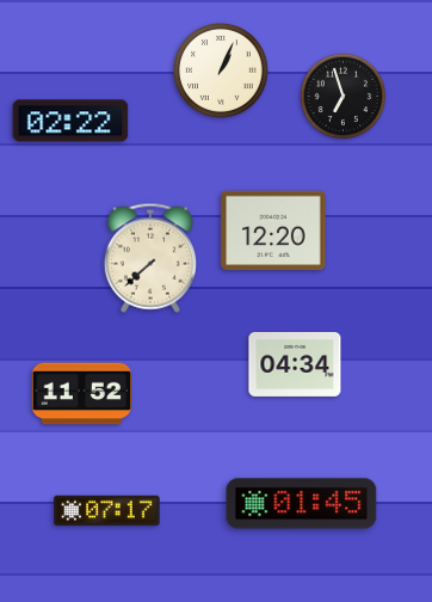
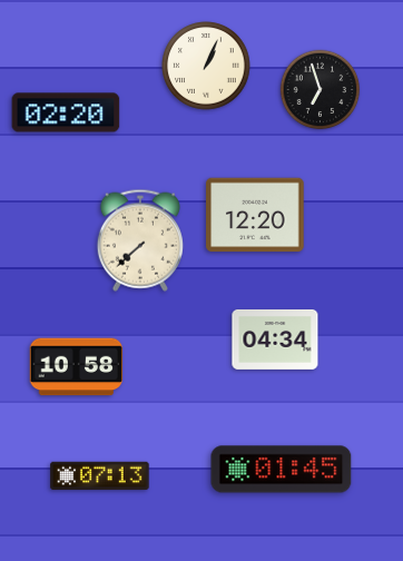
clock at (70, 121): 02:22 -> 02:20
clock at (82, 394): 11:52 -> 10:58
clock at (107, 511): 07:17 -> 07:13
